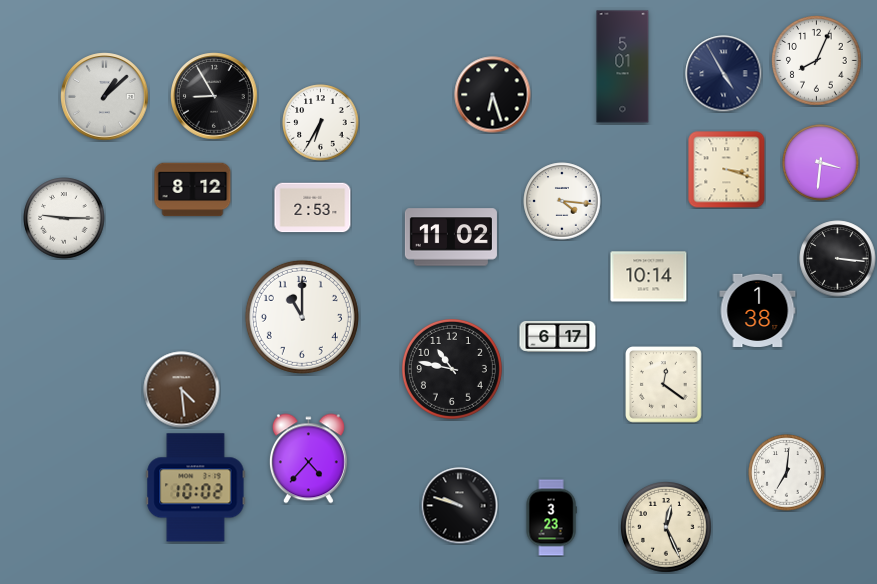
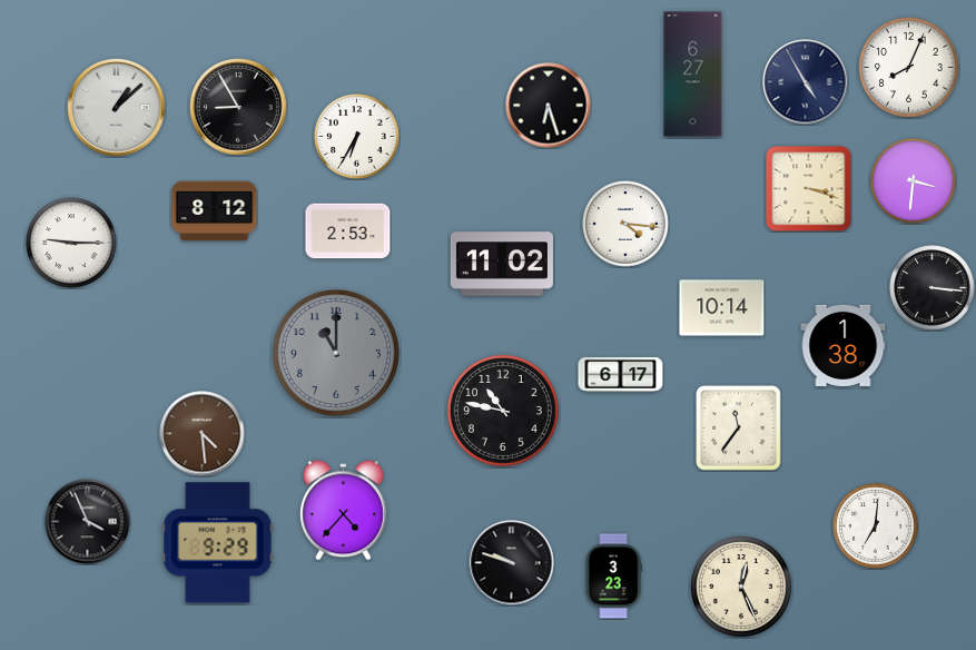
clock at (623, 67): 5:01 -> 6:27
clock at (302, 317) dial: white -> grey
clock at (664, 385): 12:21 -> 11:36
clock at (88, 522): none -> 3:56
clock at (196, 488): 10:02 -> 9:29
